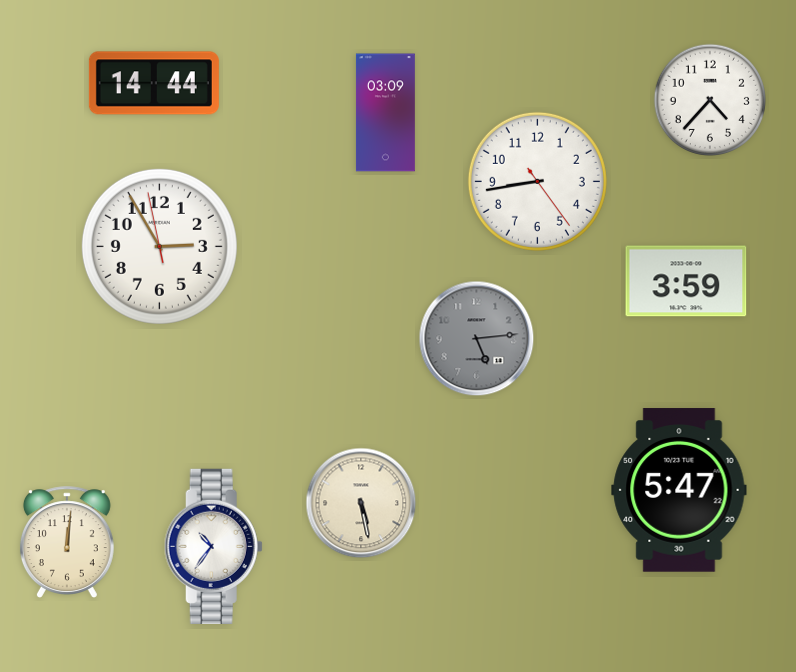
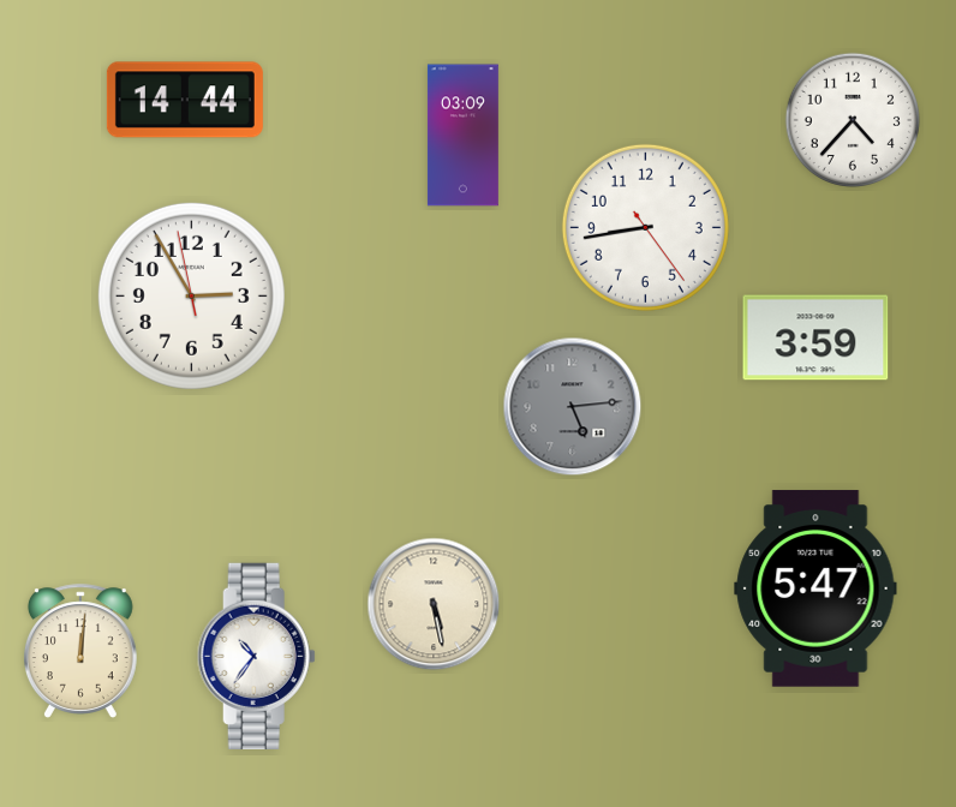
clock at (537, 181) position: (537, 181) -> (645, 227)
clock at (686, 281) position: (686, 281) -> (815, 337)
